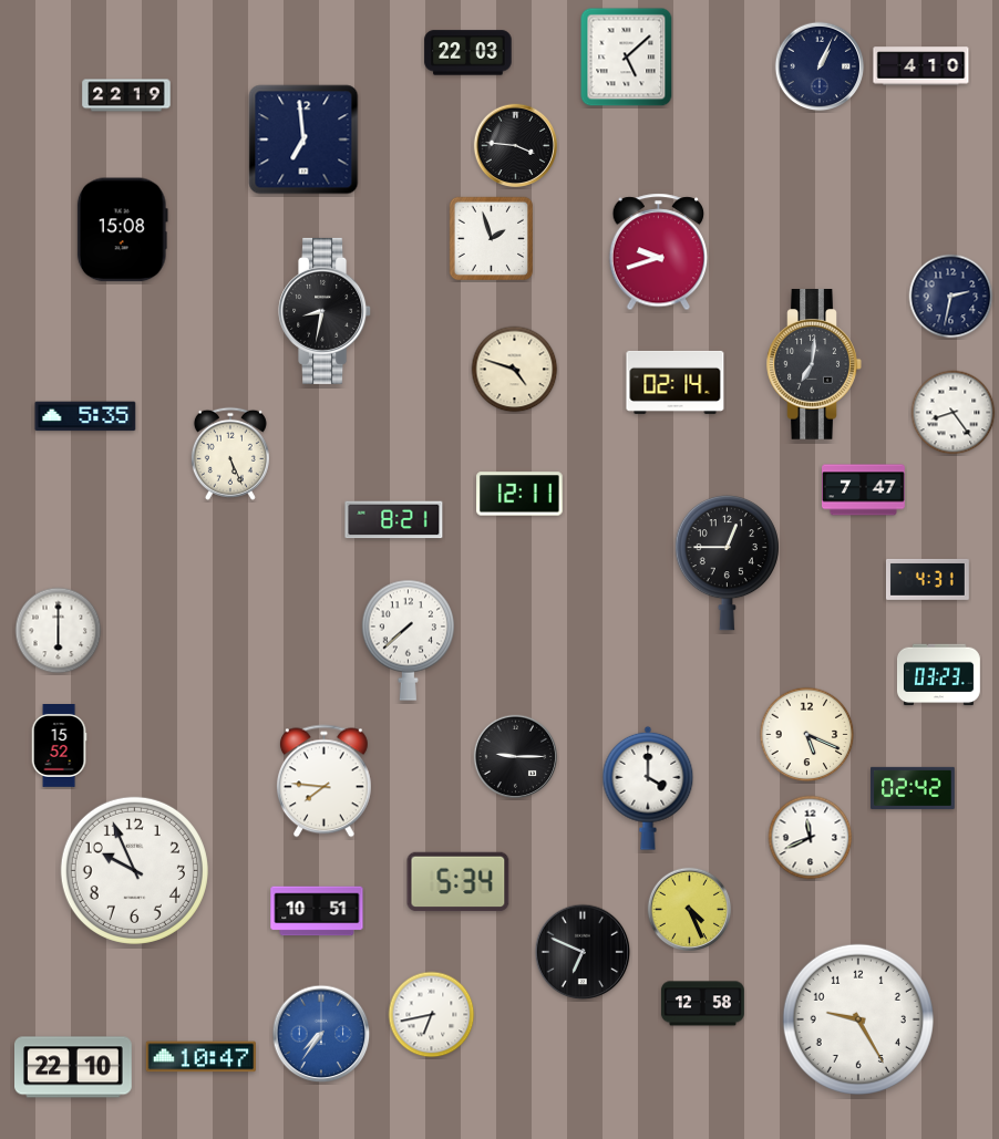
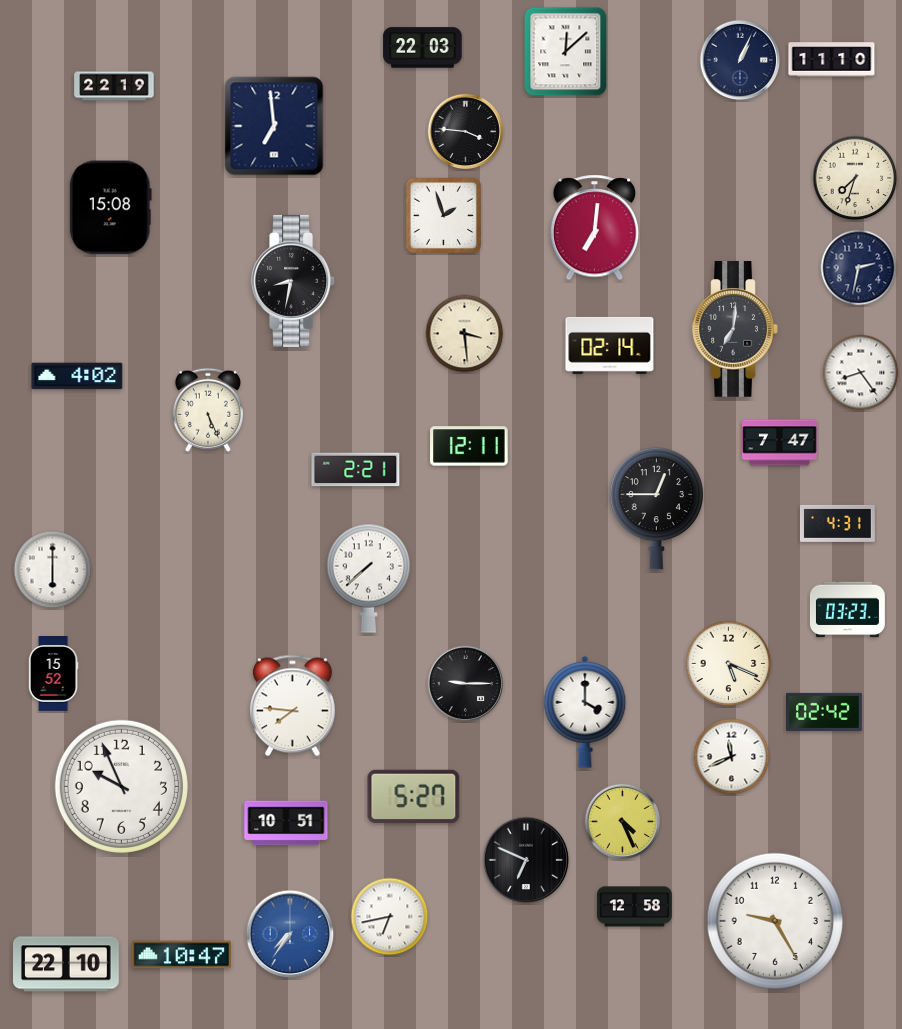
clock at (627, 58): 5:08 -> 12:08
clock at (921, 66): 4:10 -> 11:10
clock at (855, 178): none -> 7:33
clock at (659, 252): 9:42 -> 7:01
clock at (515, 370): 4:48 -> 3:29
clock at (85, 416): 5:35 -> 4:02
clock at (394, 520): 8:21 -> 2:21
clock at (459, 882): 5:34 -> 5:27
